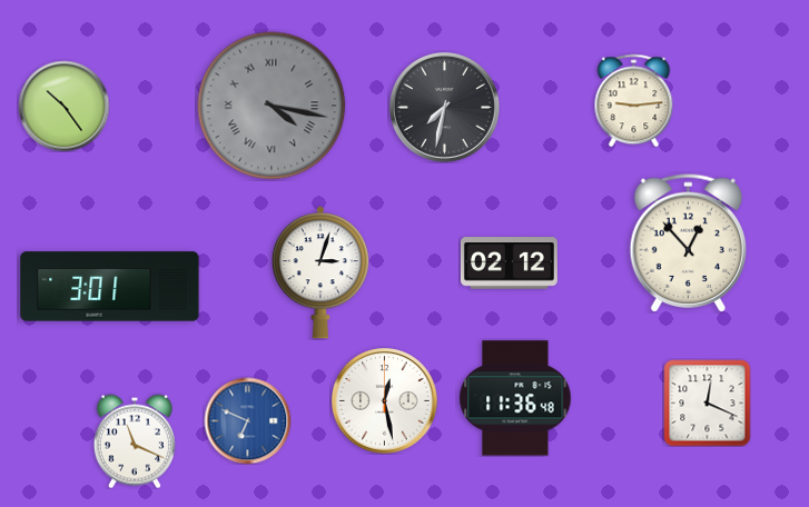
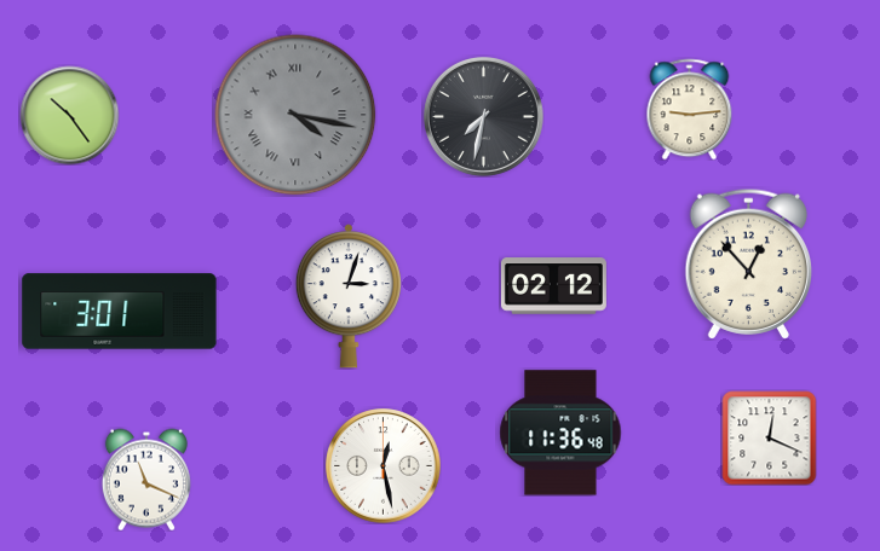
clock at (385, 401) position: (385, 401) -> (384, 466)
clock at (247, 420): 6:49 -> none
